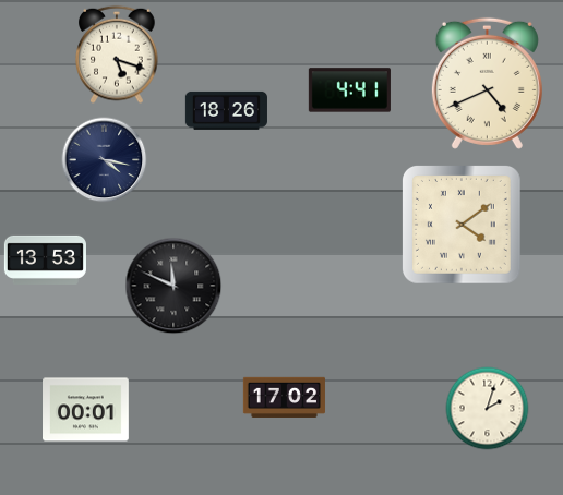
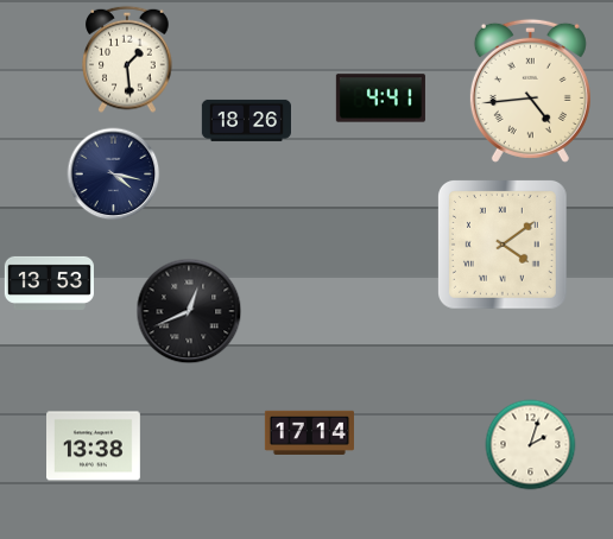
clock at (117, 55): 5:18 -> 1:29
clock at (487, 83): 4:41 -> 4:44
clock at (173, 286): 11:49 -> 12:41
clock at (284, 397): 17:02 -> 17:14
clock at (86, 410): 00:01 -> 13:38
